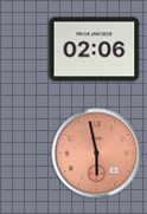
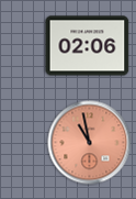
clock at (97, 154): 5:58 -> 10:58
